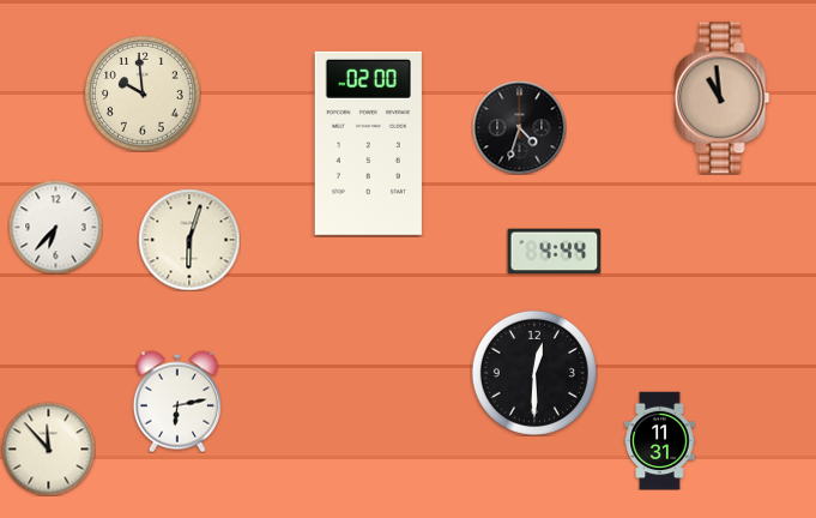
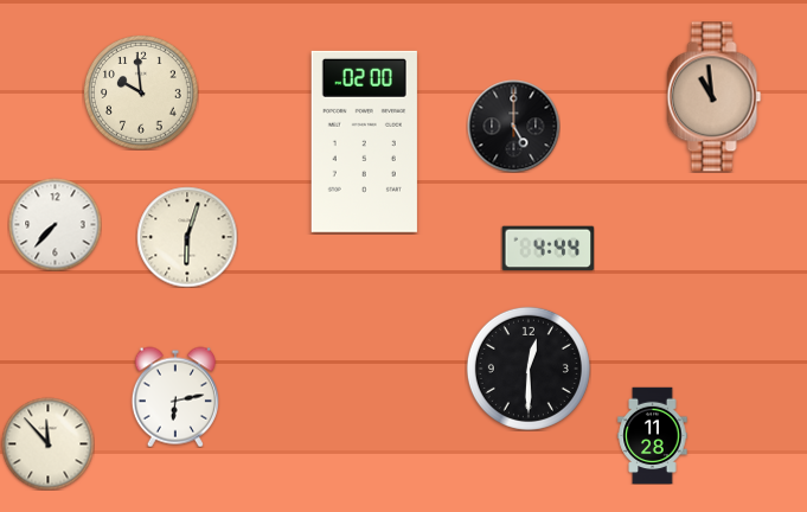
clock at (519, 127): 4:33 -> 5:00
clock at (55, 227): 6:37 -> 7:37
clock at (660, 440): 11:31 -> 11:28
